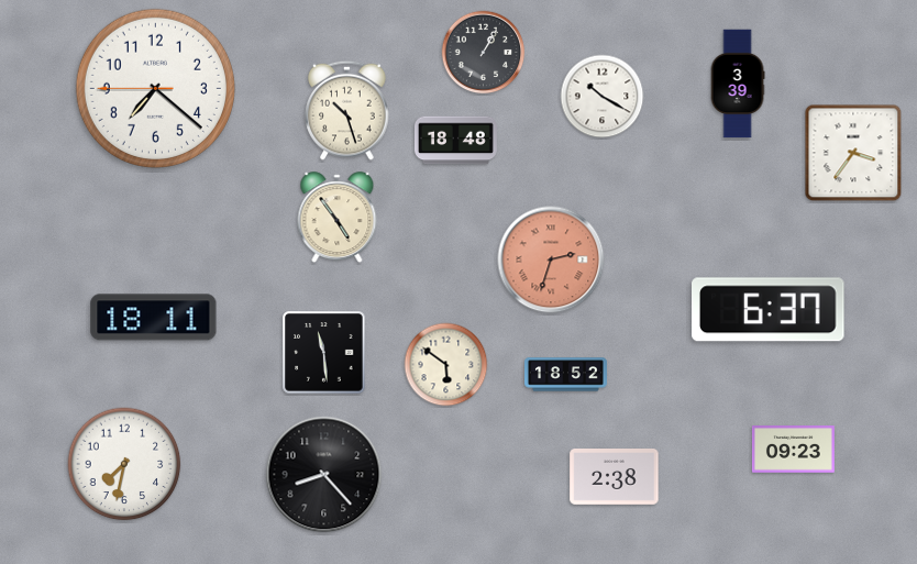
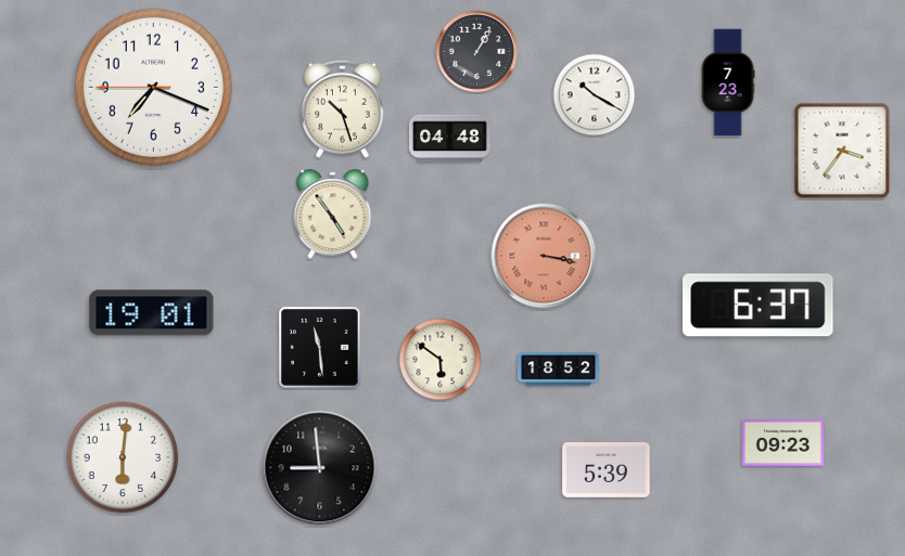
clock at (738, 84): 3:39 -> 7:23
clock at (155, 88): 7:21 -> 7:18
clock at (455, 141): 18:48 -> 04:48
clock at (551, 259): 2:33 -> 3:17
clock at (154, 318): 18:11 -> 19:01
clock at (124, 464): 7:32 -> 6:01
clock at (324, 475): 8:23 -> 8:59
clock at (615, 477): 2:38 -> 5:39
